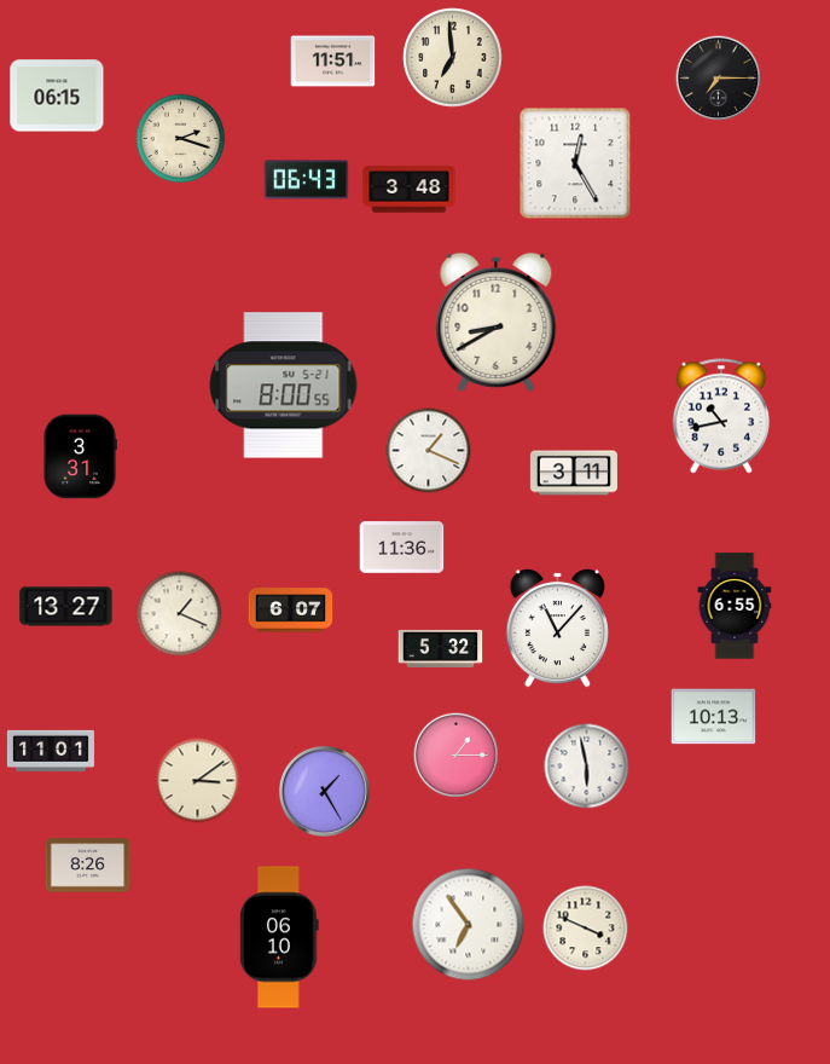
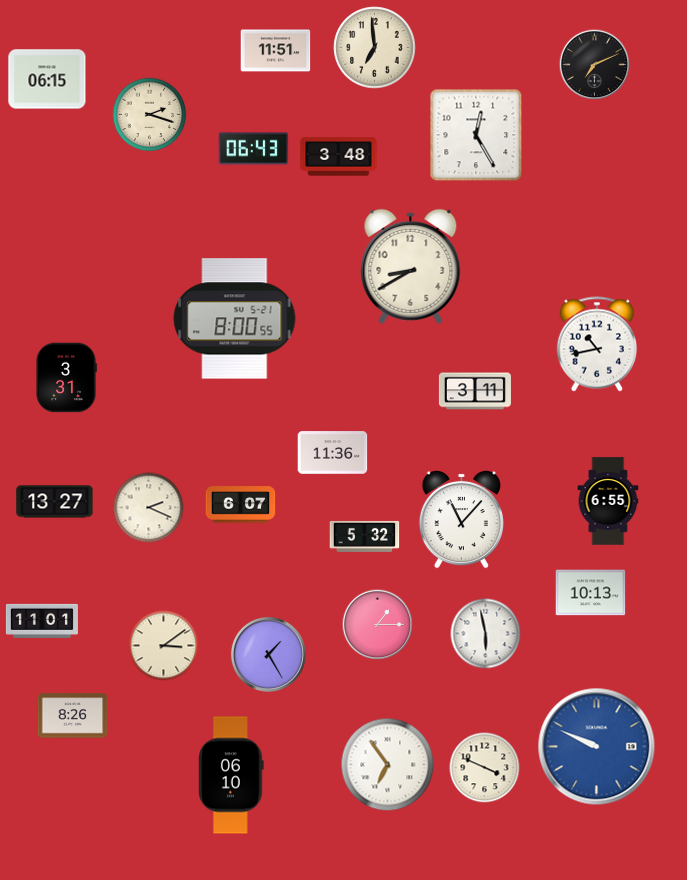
clock at (719, 79): 7:15 -> 7:11
clock at (429, 451): 1:19 -> none
clock at (180, 614): 1:19 -> 2:19
clock at (597, 747): none -> 9:49
